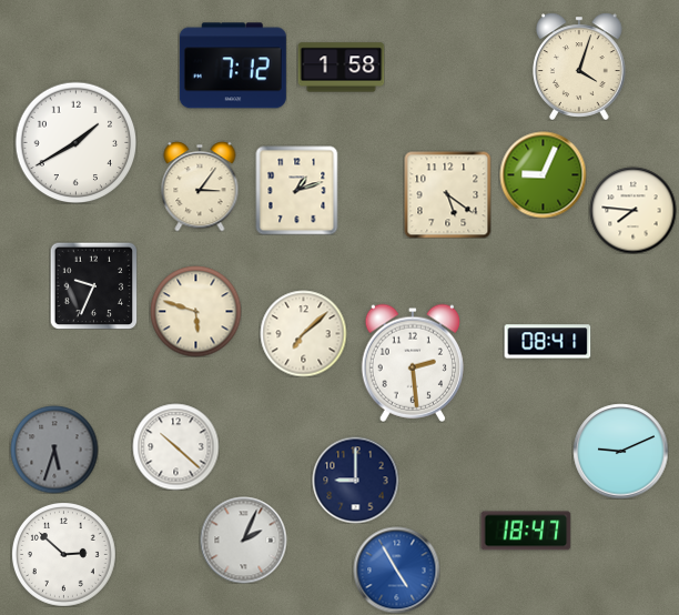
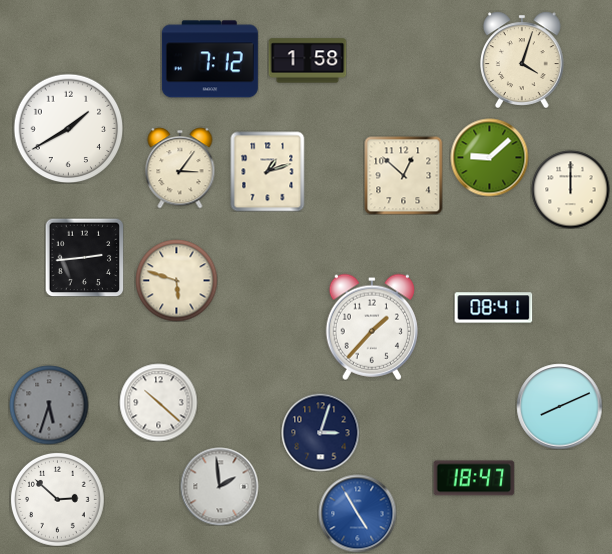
clock at (543, 174): 9:04 -> 9:08
clock at (447, 194): 5:21 -> 12:52
clock at (632, 210): 7:46 -> 12:00
clock at (93, 285): 9:34 -> 2:44
clock at (303, 333): 7:08 -> none
clock at (413, 363): 2:29 -> 1:37
clock at (620, 451): 9:11 -> 8:11
clock at (355, 480): 9:00 -> 3:03
clock at (243, 540): 2:04 -> 1:59
